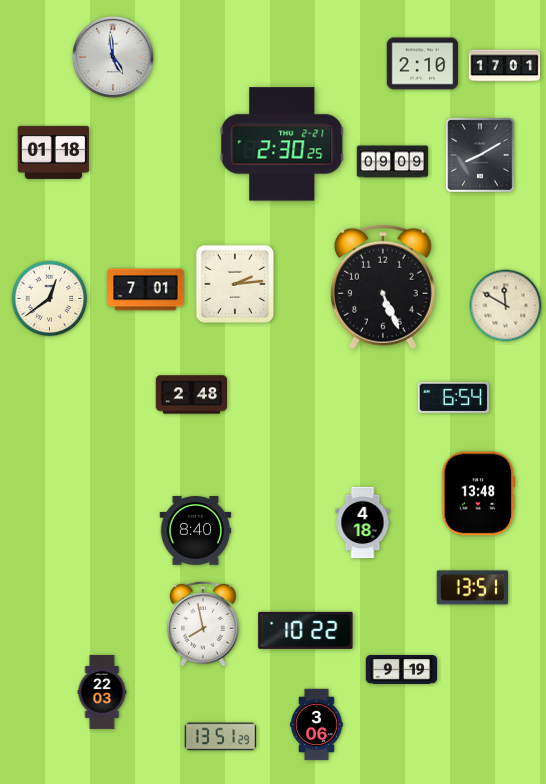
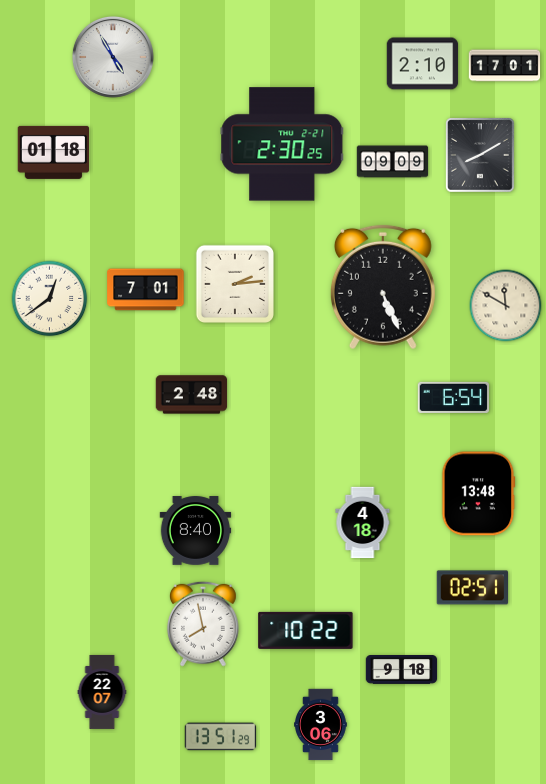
clock at (113, 57): 4:59 -> 4:55
clock at (473, 588): 13:51 -> 02:51
clock at (402, 670): 9:19 -> 9:18
clock at (102, 692): 22:03 -> 22:07
clock at (317, 725) position: (317, 725) -> (321, 725)
